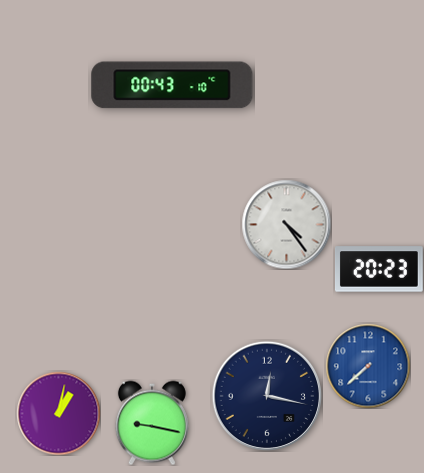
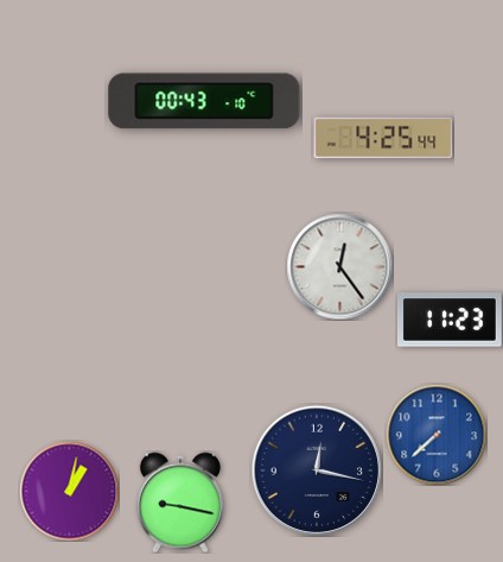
clock at (383, 138): none -> 4:25
clock at (286, 224): 4:24 -> 12:24
clock at (380, 269): 20:23 -> 11:23
